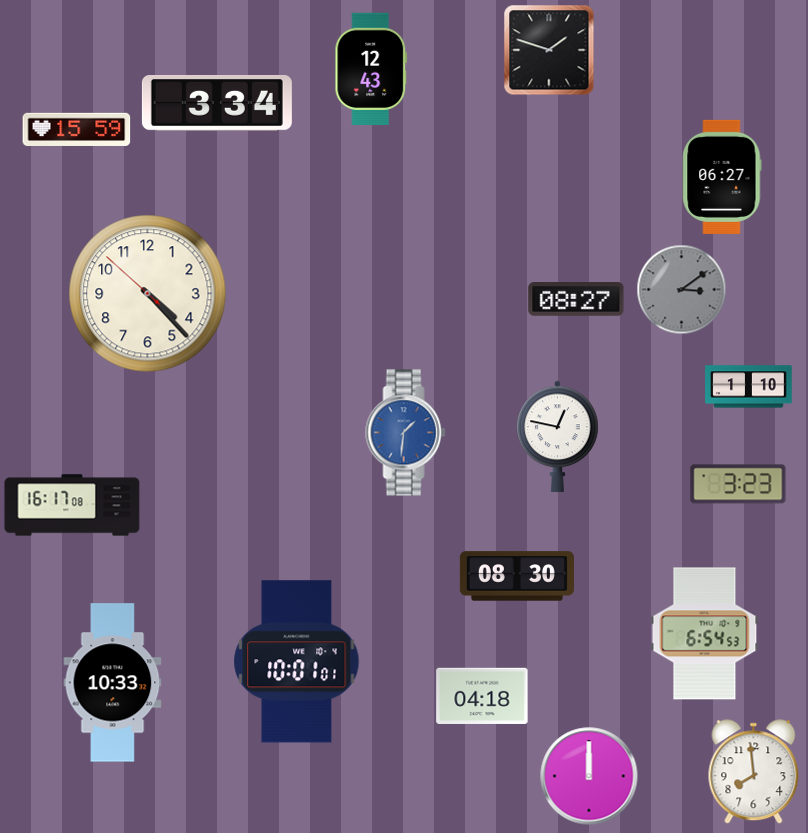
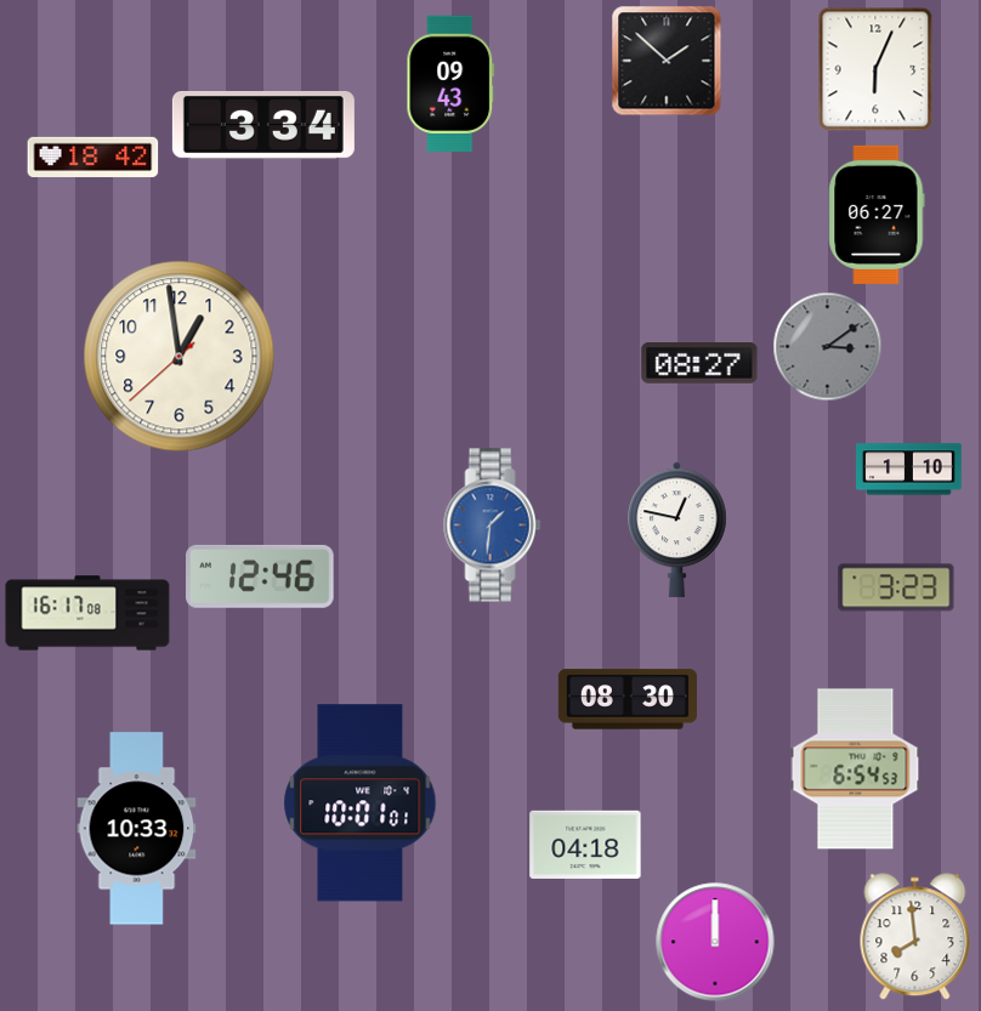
clock at (549, 50): 1:48 -> 1:52
clock at (875, 69): none -> 6:04
clock at (371, 68): 12:43 -> 09:43
clock at (77, 129): 15:59 -> 18:42
clock at (682, 290) position: (682, 290) -> (828, 347)
clock at (148, 294): 4:22 -> 12:58
clock at (261, 577): none -> 12:46
